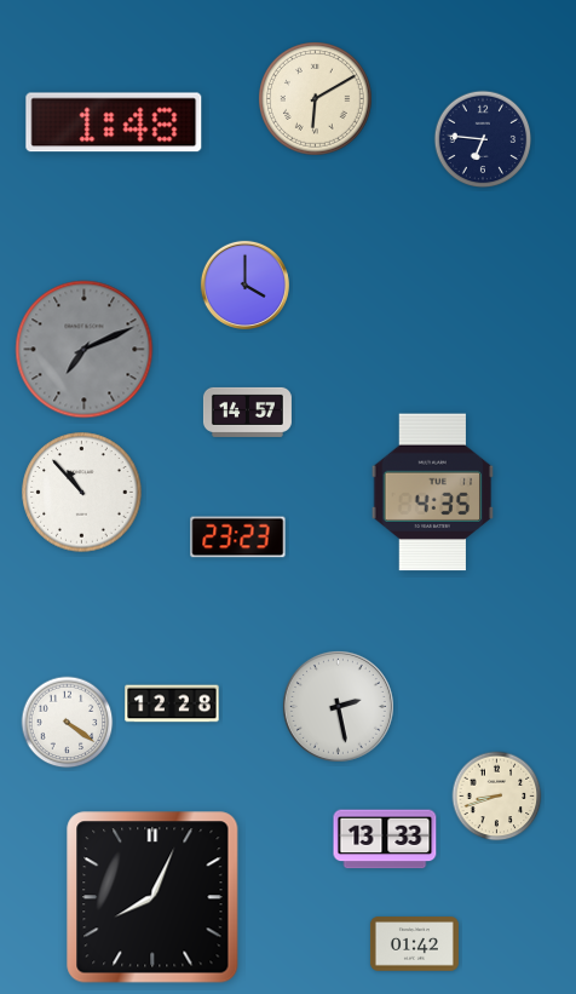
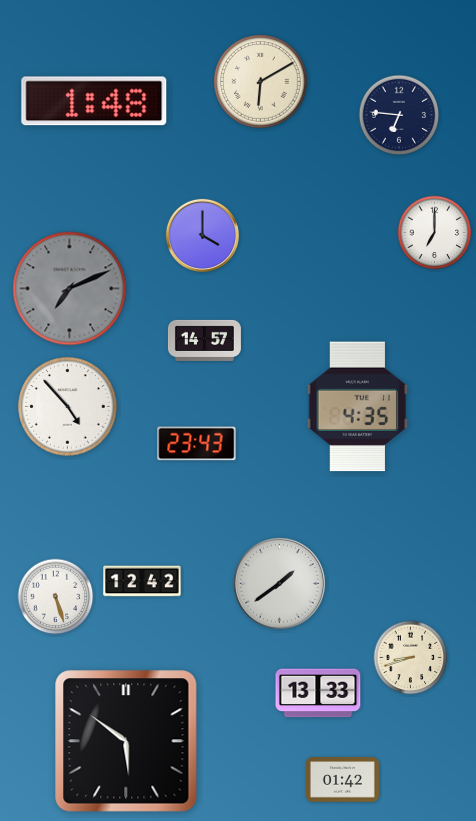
clock at (435, 233): none -> 7:00
clock at (82, 493): 10:53 -> 4:53
clock at (238, 538): 23:23 -> 23:43
clock at (172, 703): 12:28 -> 12:42
clock at (338, 706): 2:28 -> 1:39
clock at (68, 723): 4:21 -> 5:27
clock at (152, 897): 8:04 -> 5:51
